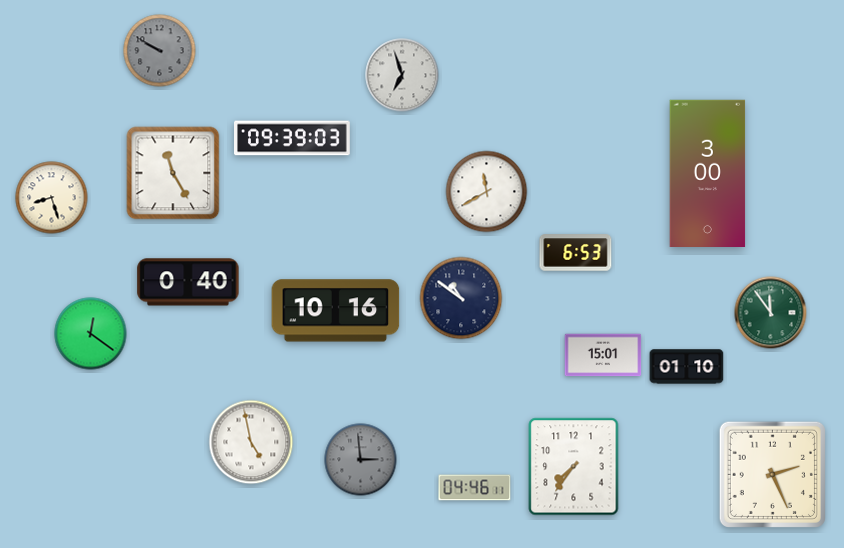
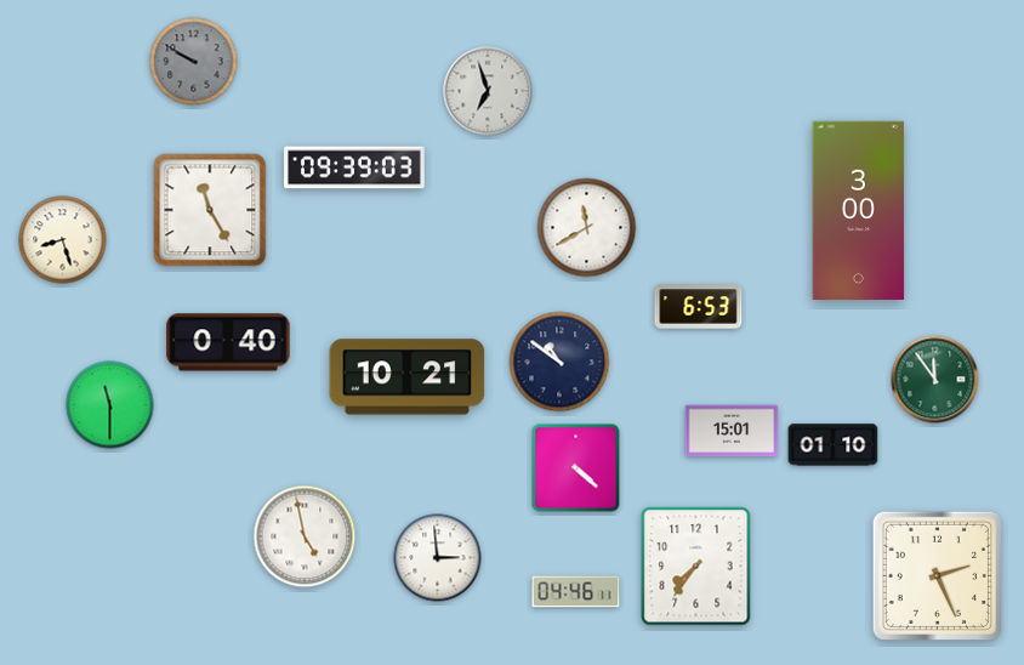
clock at (487, 192) position: (487, 192) -> (587, 228)
clock at (336, 311): 10:16 -> 10:21
clock at (91, 334): 12:21 -> 11:30
clock at (576, 468): none -> 4:22
clock at (361, 460) dial: grey -> white
